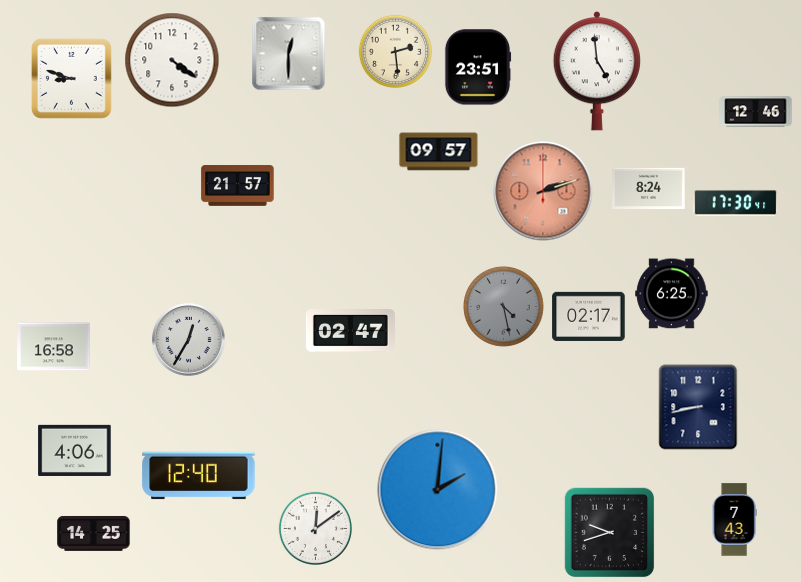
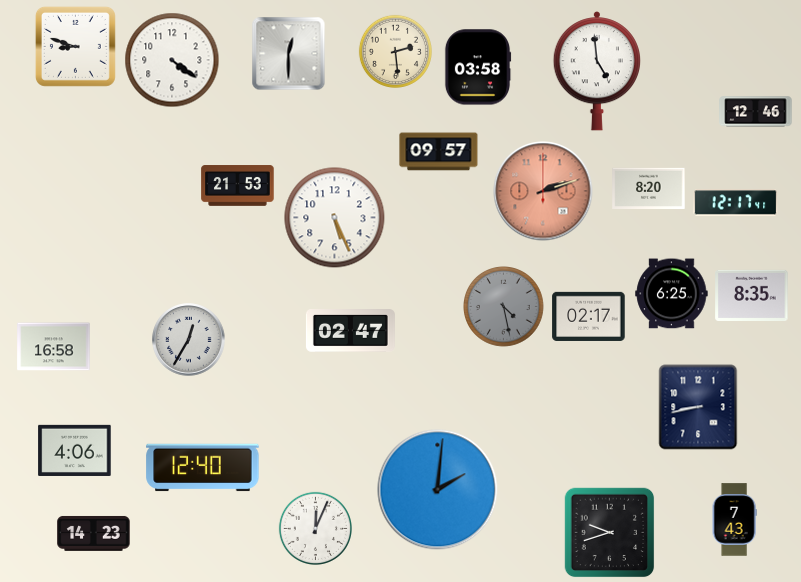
clock at (478, 67): 23:51 -> 03:58
clock at (71, 78) position: (71, 78) -> (75, 46)
clock at (238, 186): 21:57 -> 21:53
clock at (649, 188): 8:24 -> 8:20
clock at (736, 203): 17:30 -> 12:17
clock at (335, 218): none -> 5:26
clock at (752, 295): none -> 8:35
clock at (199, 476) position: (199, 476) -> (203, 468)
clock at (315, 528): 12:09 -> 12:04
clock at (94, 533): 14:25 -> 14:23
